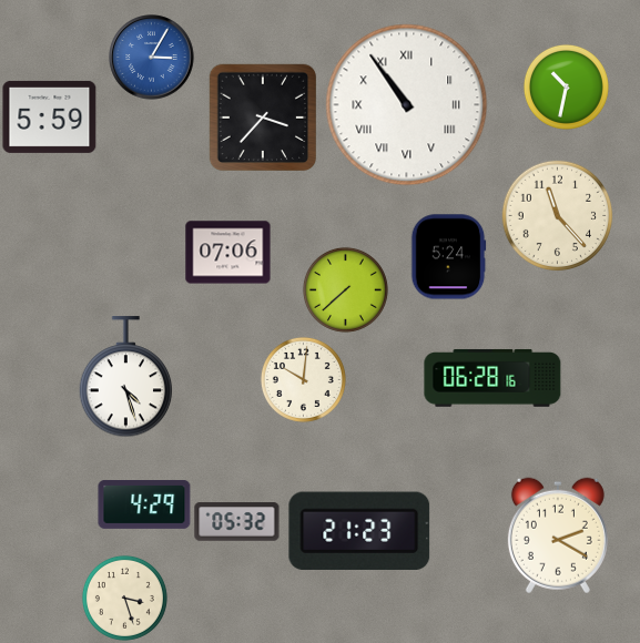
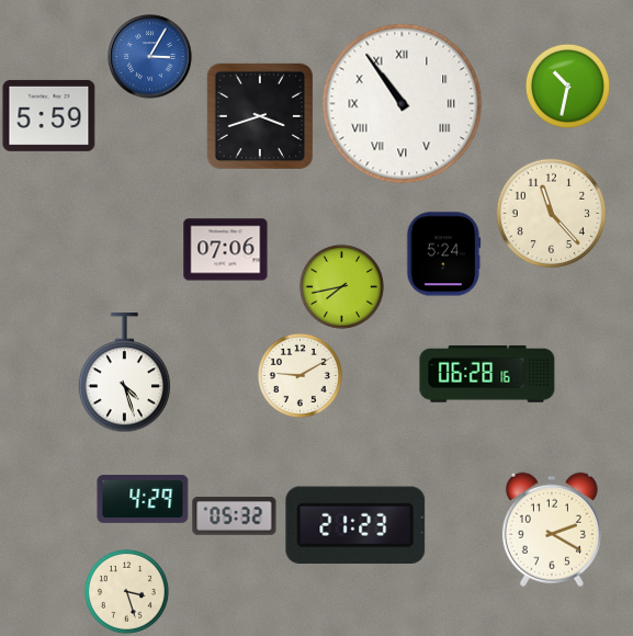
clock at (566, 86) position: (566, 86) -> (567, 86)
clock at (262, 116): 3:37 -> 3:42
clock at (345, 289): 7:38 -> 7:43
clock at (303, 379): 10:01 -> 9:10
clock at (124, 598) position: (124, 598) -> (126, 591)
